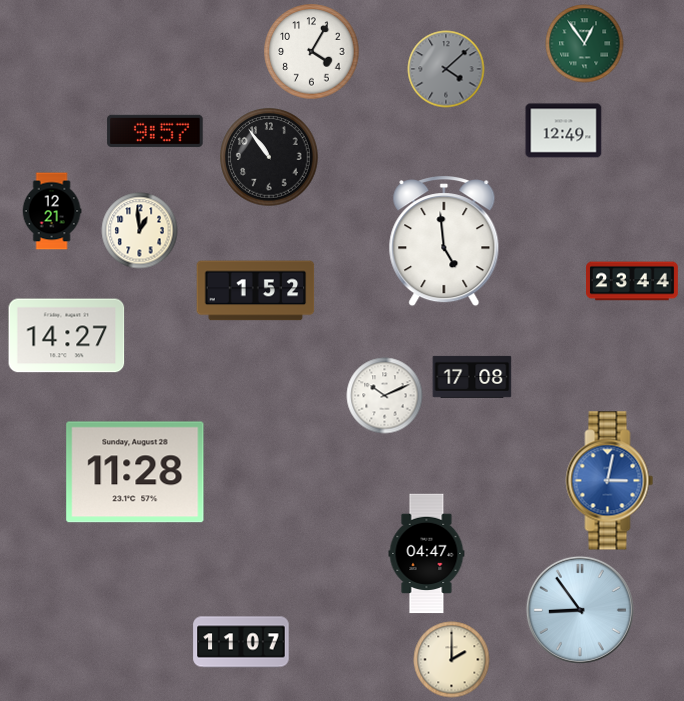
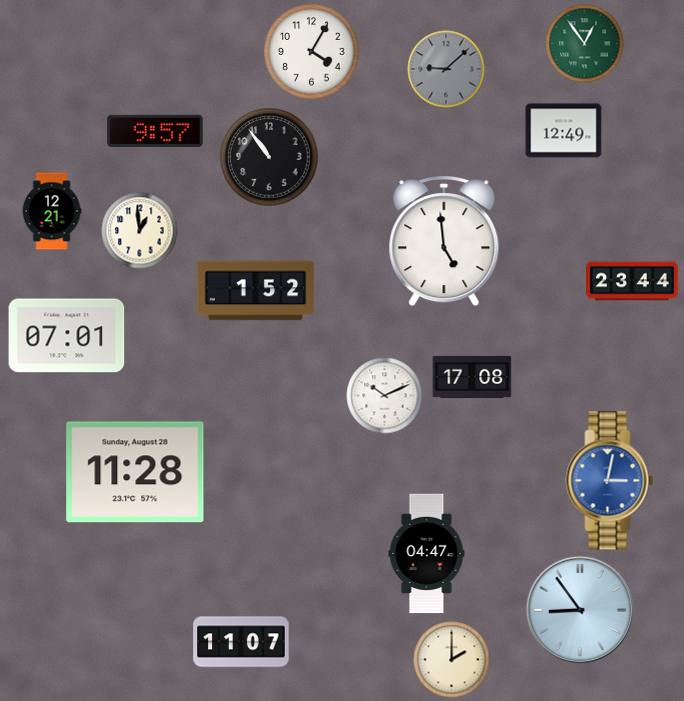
clock at (446, 69): 4:08 -> 9:08
clock at (67, 336): 14:27 -> 07:01
